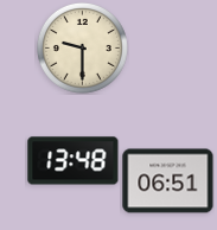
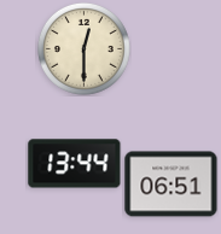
clock at (82, 47): 9:30 -> 12:30
clock at (74, 161): 13:48 -> 13:44
